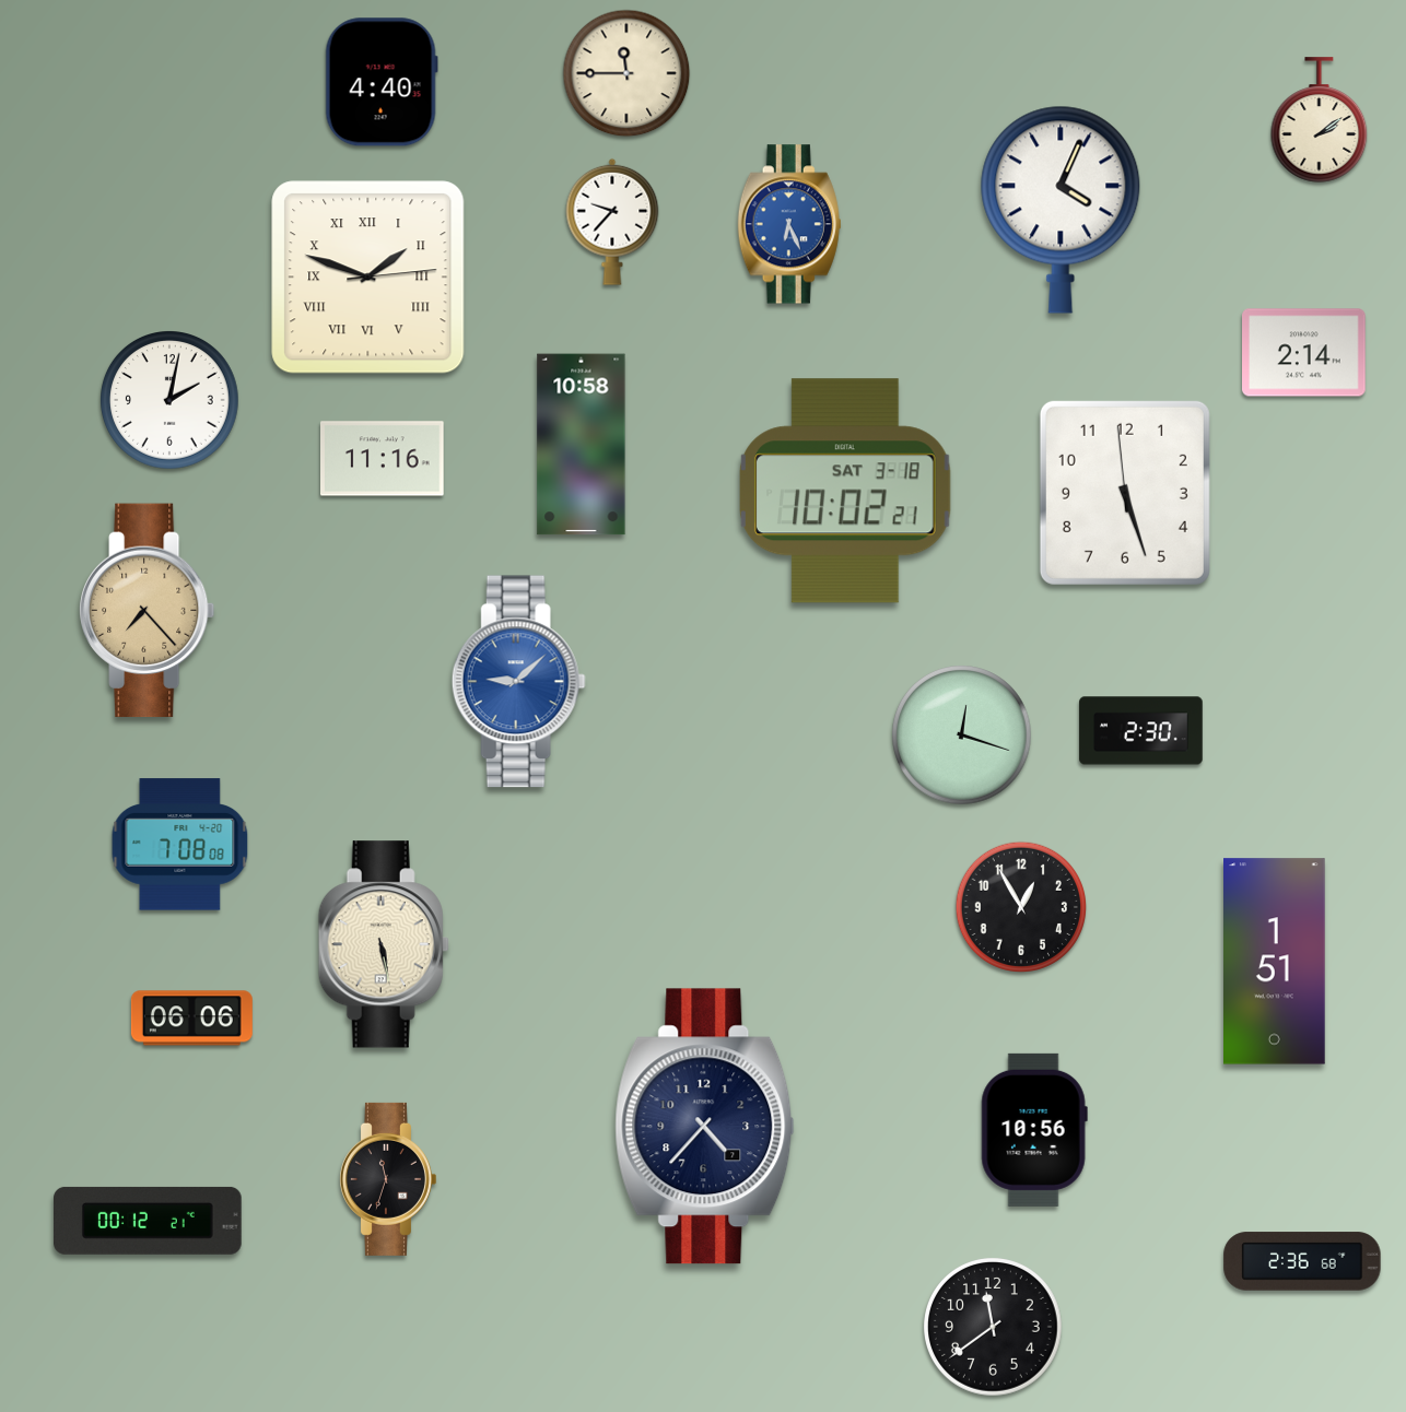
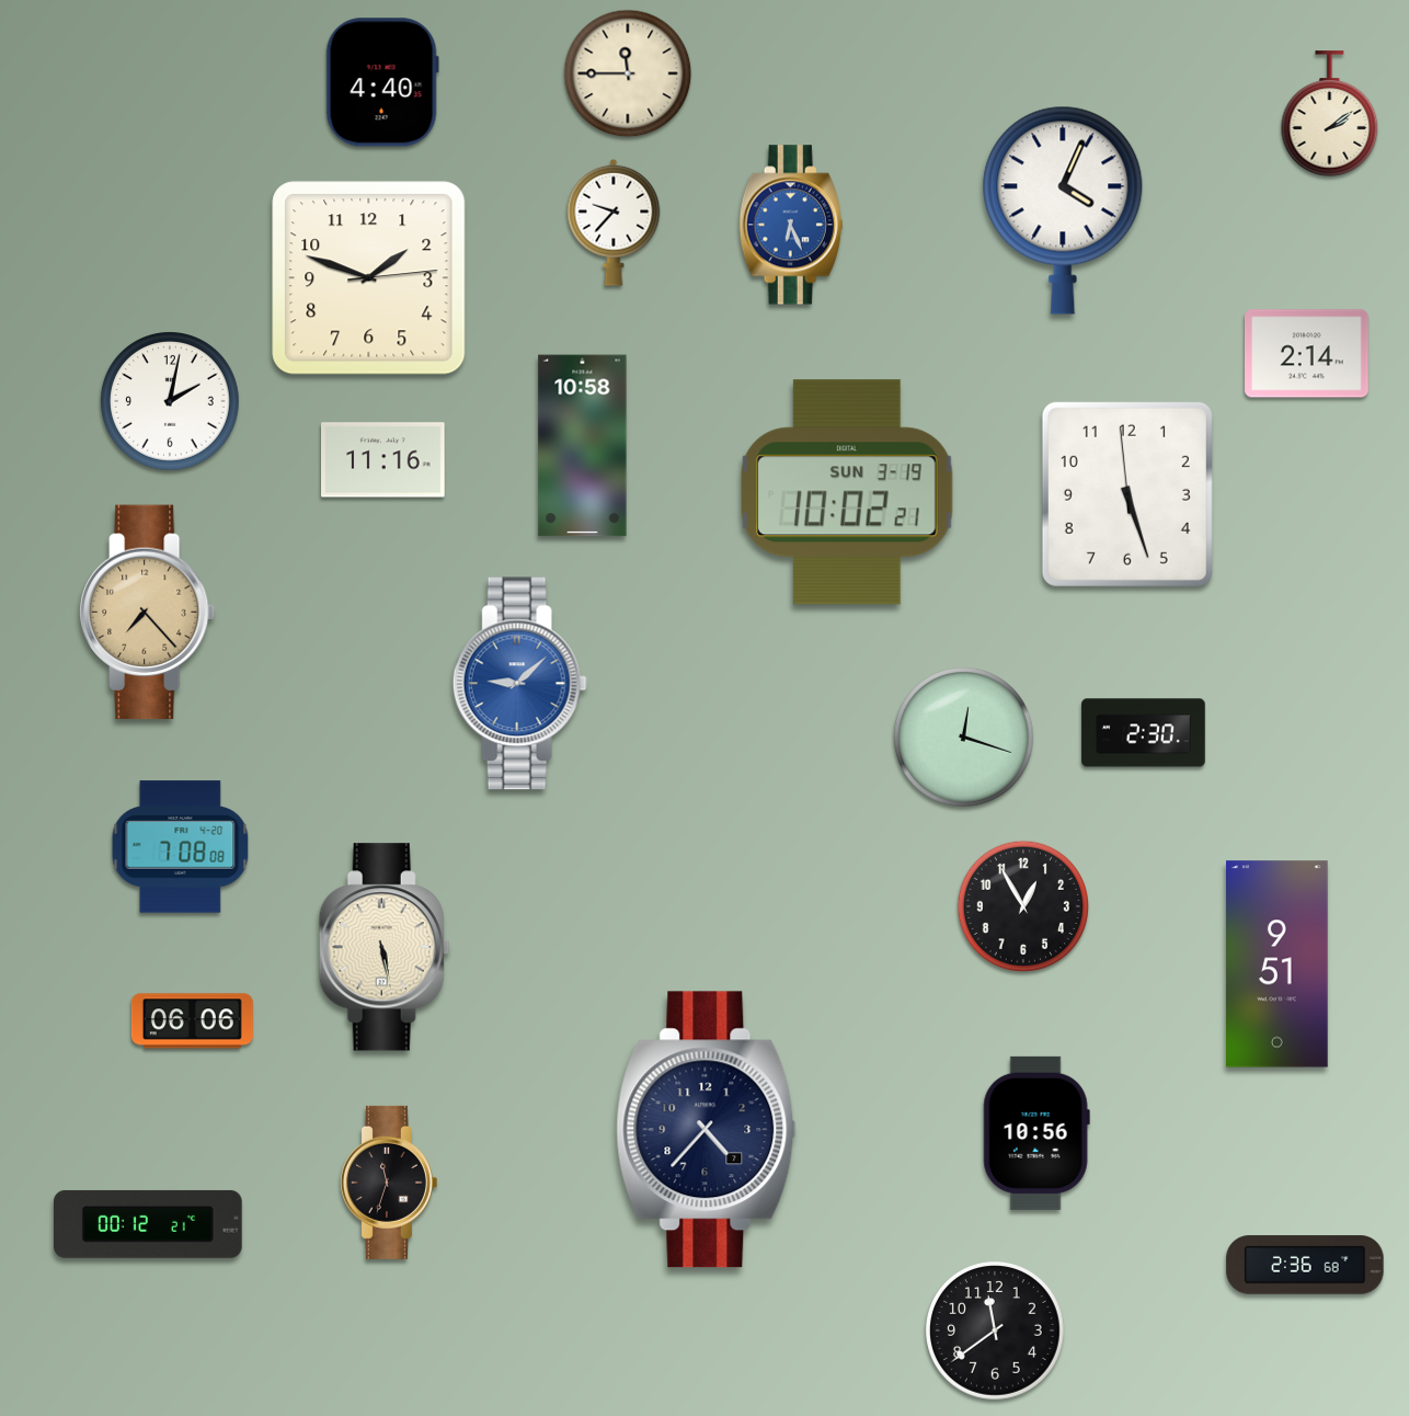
clock at (1320, 120) position: (1320, 120) -> (1330, 114)
clock at (368, 278) numerals: Roman -> Arabic
clock at (846, 491) date: SAT 3-18 -> SUN 3-19
clock at (1020, 906) position: (1020, 906) -> (1022, 905)
clock at (1275, 962): 1:51 -> 9:51
